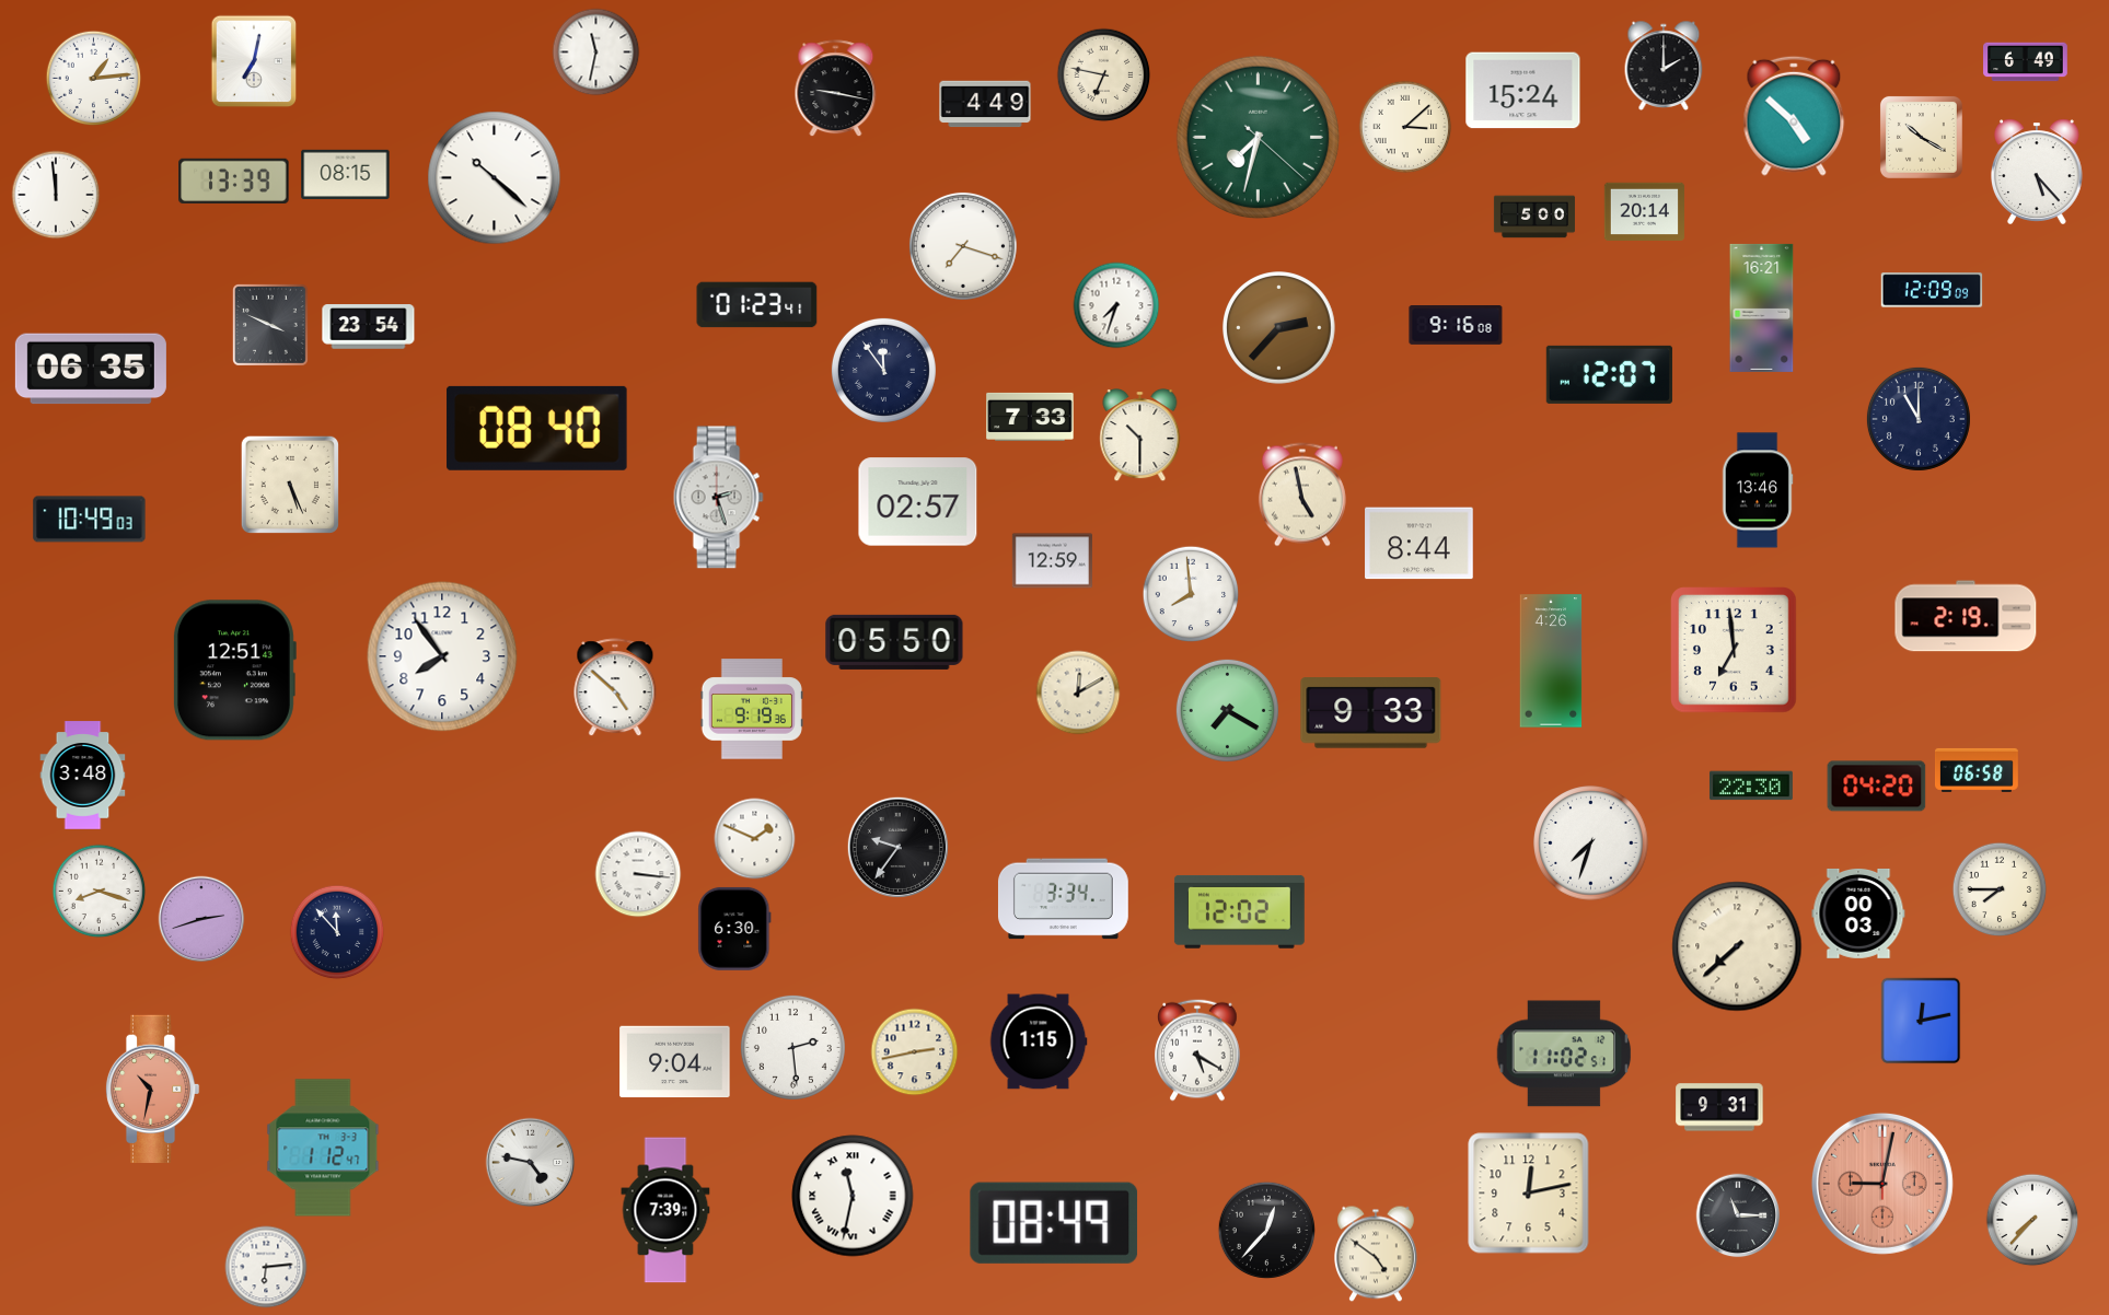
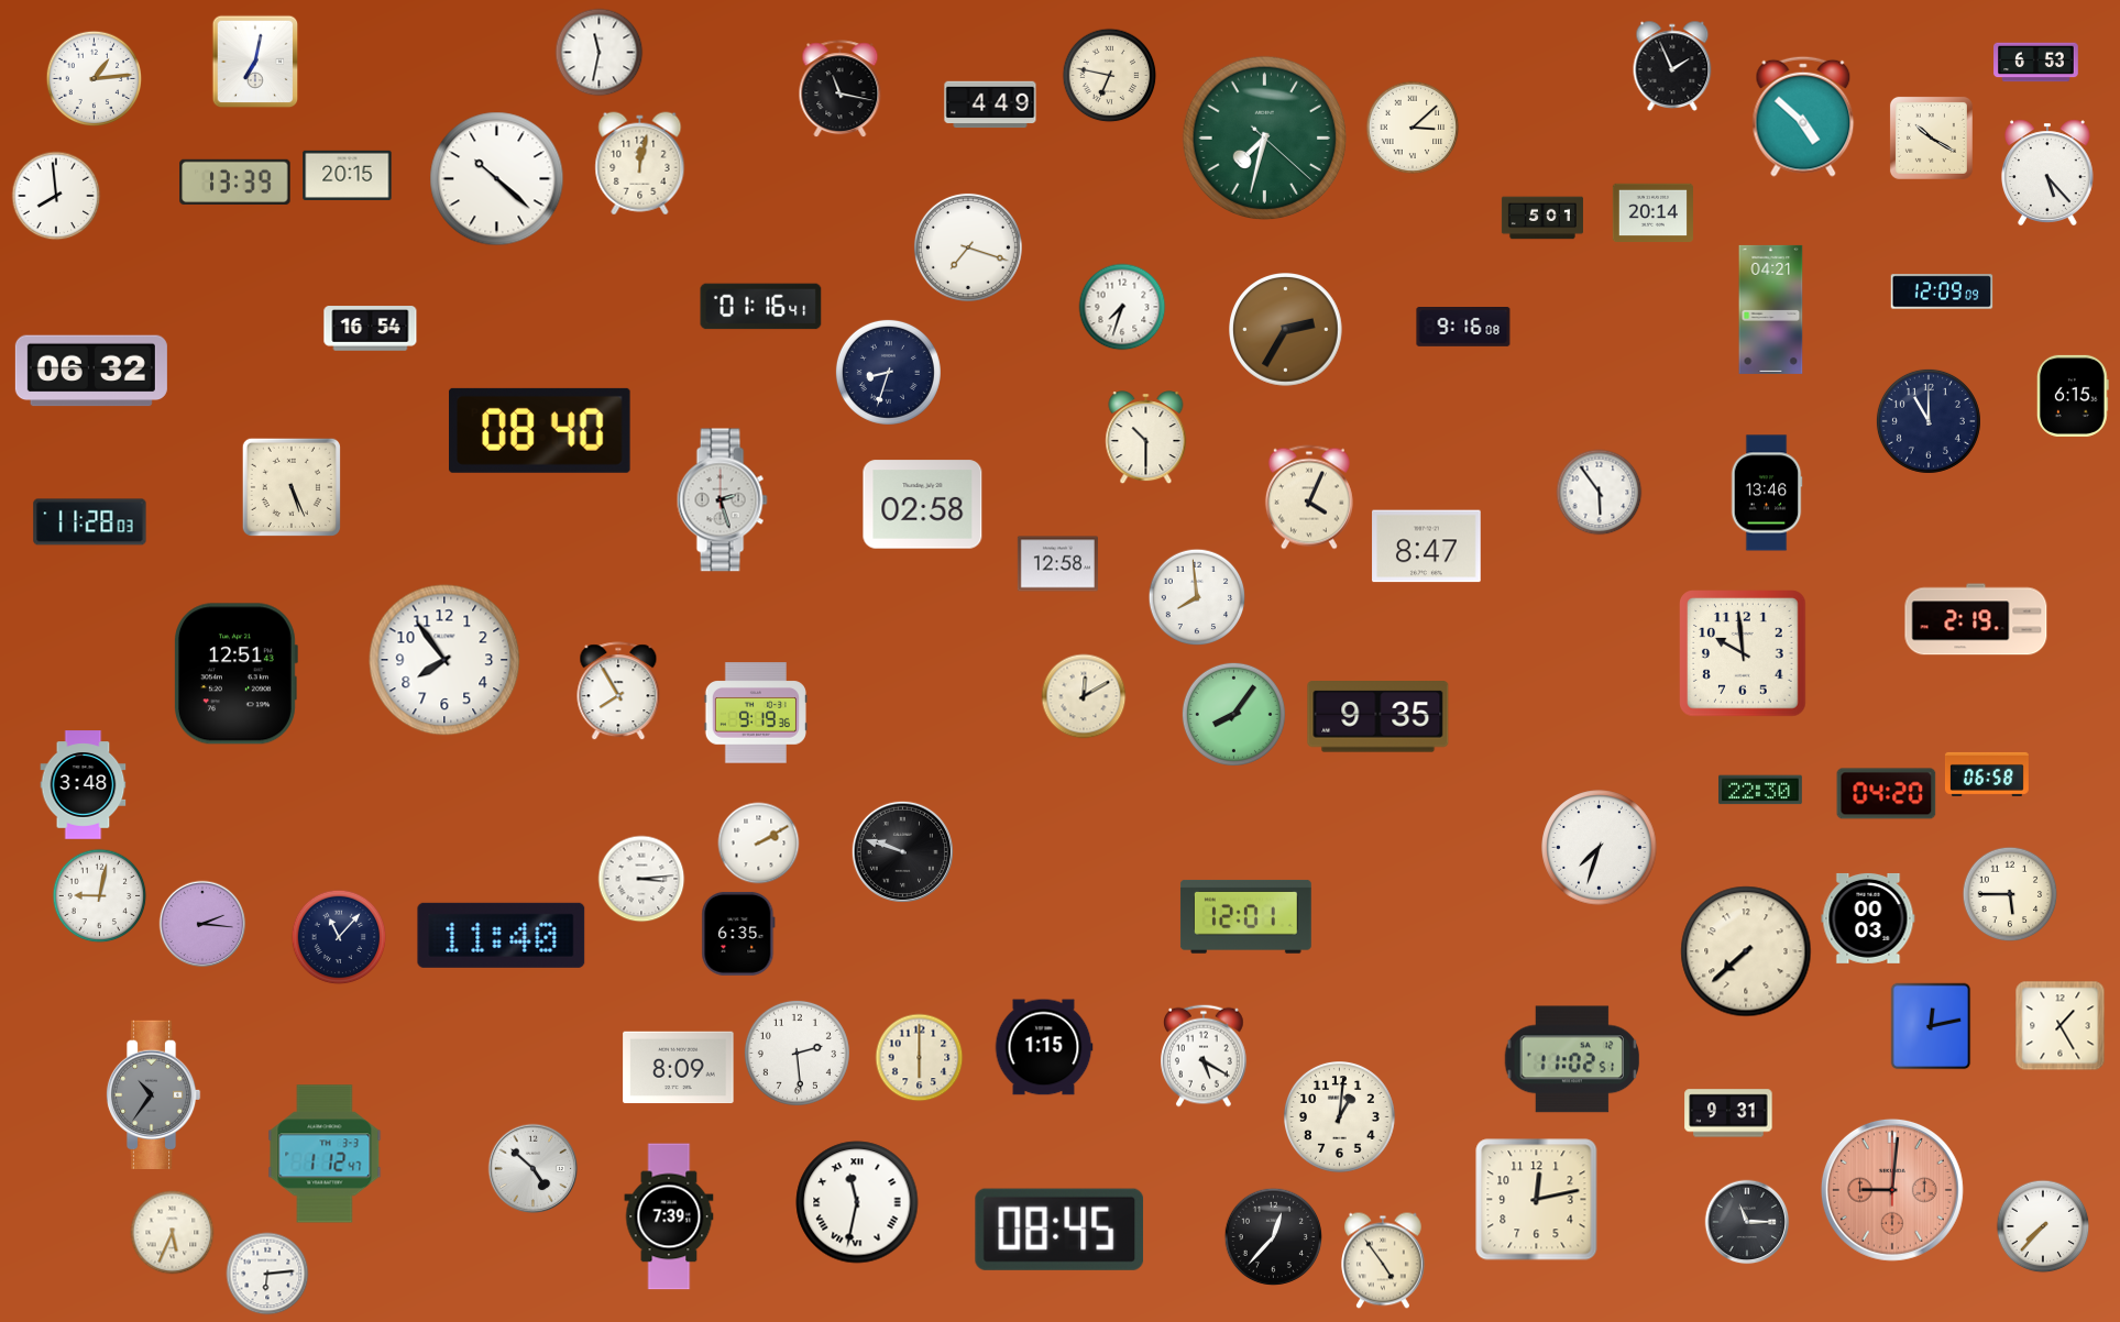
clock at (2026, 62): 6:49 -> 6:53
clock at (1664, 66): 2:00 -> 1:56
clock at (836, 89): 9:17 -> 11:17
clock at (1523, 91): 15:24 -> none
clock at (640, 164): none -> 12:02
clock at (346, 174): 08:15 -> 20:15
clock at (56, 195): 11:59 -> 7:59
clock at (1534, 217): 5:00 -> 5:01
clock at (757, 305): 01:23 -> 01:16
clock at (1762, 307): 16:21 -> 04:21
clock at (270, 325): 3:49 -> none
clock at (369, 327): 23:54 -> 16:54
clock at (1279, 328): 2:37 -> 2:35
clock at (91, 369): 06:35 -> 06:32
clock at (883, 370): 11:54 -> 8:33
clock at (1609, 374): 12:07 -> none
clock at (2073, 396): none -> 6:15
clock at (1030, 417): 7:33 -> none
clock at (1600, 493): none -> 5:54
clock at (1302, 494): 4:58 -> 4:04
clock at (918, 502): 02:57 -> 02:58
clock at (90, 520): 10:49 -> 11:28
clock at (1419, 544): 8:44 -> 8:47
clock at (1052, 561): 12:59 -> 12:58
clock at (894, 642): 05:50 -> none
clock at (1734, 650): 6:59 -> 9:59
clock at (1551, 661): 4:26 -> none
clock at (615, 688): 4:52 -> 7:55
clock at (1227, 710): 7:20 -> 8:06
clock at (1371, 713): 9:33 -> 9:35
clock at (83, 776) position: (83, 776) -> (84, 785)
clock at (1877, 787) position: (1877, 787) -> (1887, 794)
clock at (755, 839): 1:49 -> 2:10
clock at (897, 847): 9:36 -> 9:48
clock at (638, 874): 3:16 -> 3:14
clock at (2000, 889): 7:45 -> 5:45
clock at (100, 892): 8:18 -> 9:02
clock at (1063, 899): 3:34 -> none
clock at (1239, 911): 12:02 -> 12:01
clock at (201, 919): 2:42 -> 2:16
clock at (734, 929): 6:30 -> 6:35
clock at (502, 935): none -> 11:40
clock at (337, 932): 11:53 -> 11:07
clock at (2061, 1026): none -> 1:25
clock at (915, 1052): 2:43 -> 6:00
clock at (675, 1062): 9:04 -> 8:09
clock at (152, 1089): 10:32 -> 10:36
clock at (152, 1089) dial: salmon -> grey
clock at (1340, 1117): none -> 1:01
clock at (531, 1163): 4:47 -> 4:52
clock at (1882, 1184): 9:02 -> 9:01
clock at (1054, 1223): 08:49 -> 08:45
clock at (173, 1233): none -> 5:34
clock at (1377, 1254): 4:51 -> 4:54
